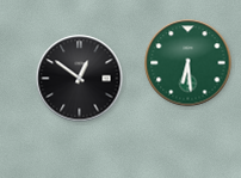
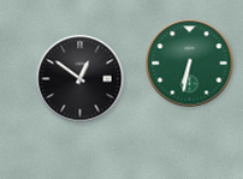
clock at (189, 63): 6:29 -> 6:32
